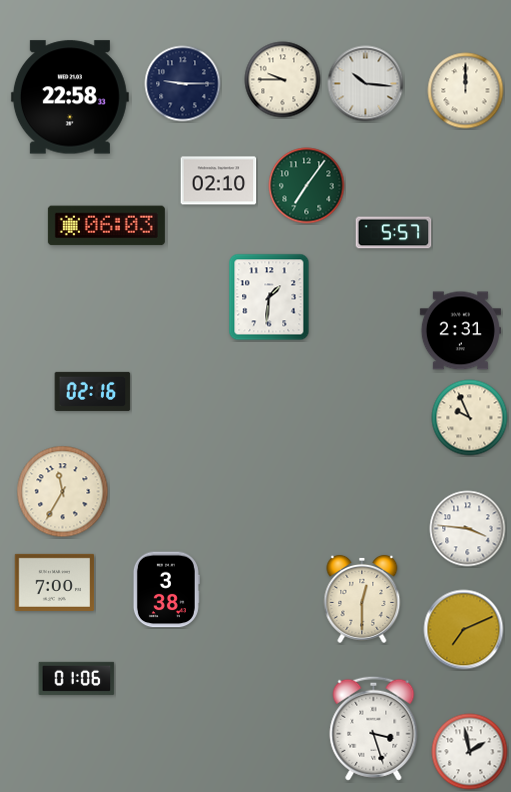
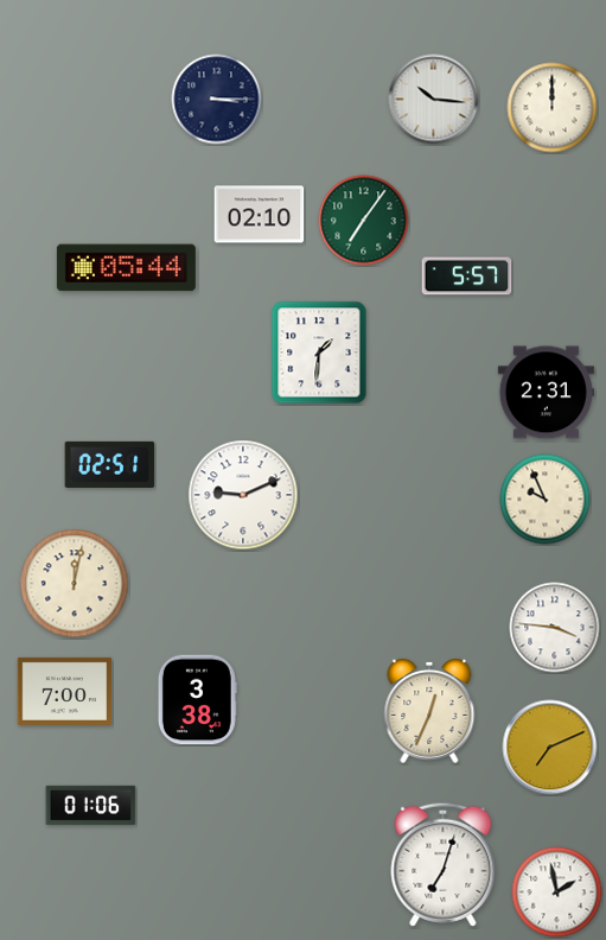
clock at (283, 80): 9:45 -> none
clock at (183, 84): 9:15 -> 3:15
clock at (70, 97): 22:58 -> none
clock at (106, 226): 06:03 -> 05:44
clock at (93, 391): 02:16 -> 02:51
clock at (243, 495): none -> 9:11
clock at (470, 418) position: (470, 418) -> (546, 500)
clock at (63, 492): 11:35 -> 12:02
clock at (362, 599): 12:30 -> 12:34
clock at (374, 728): 3:27 -> 7:03
